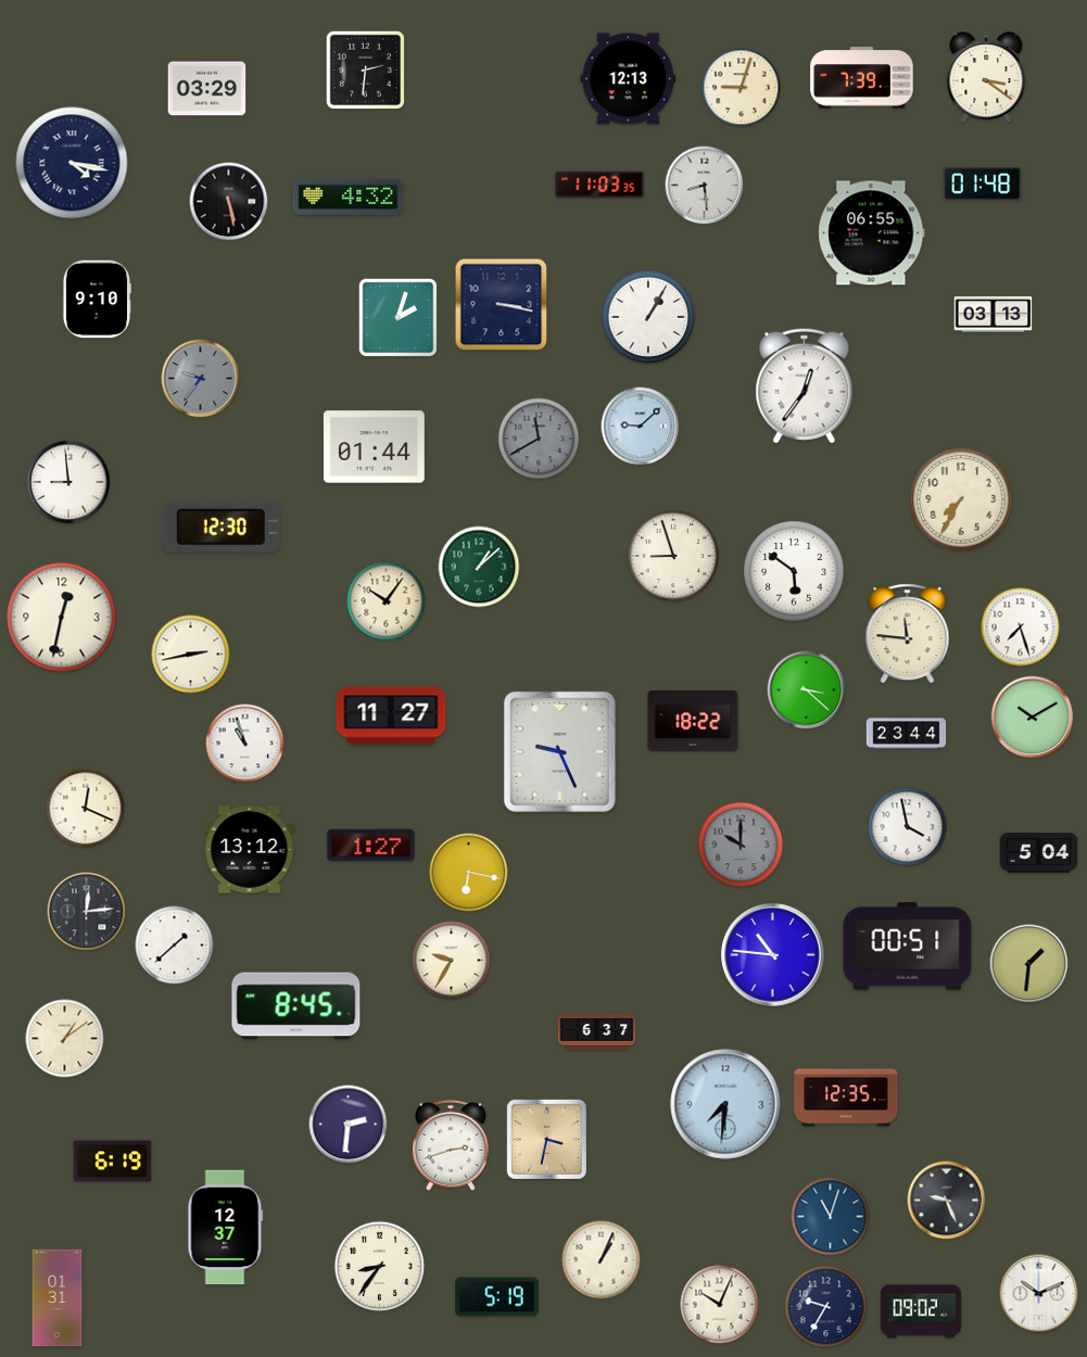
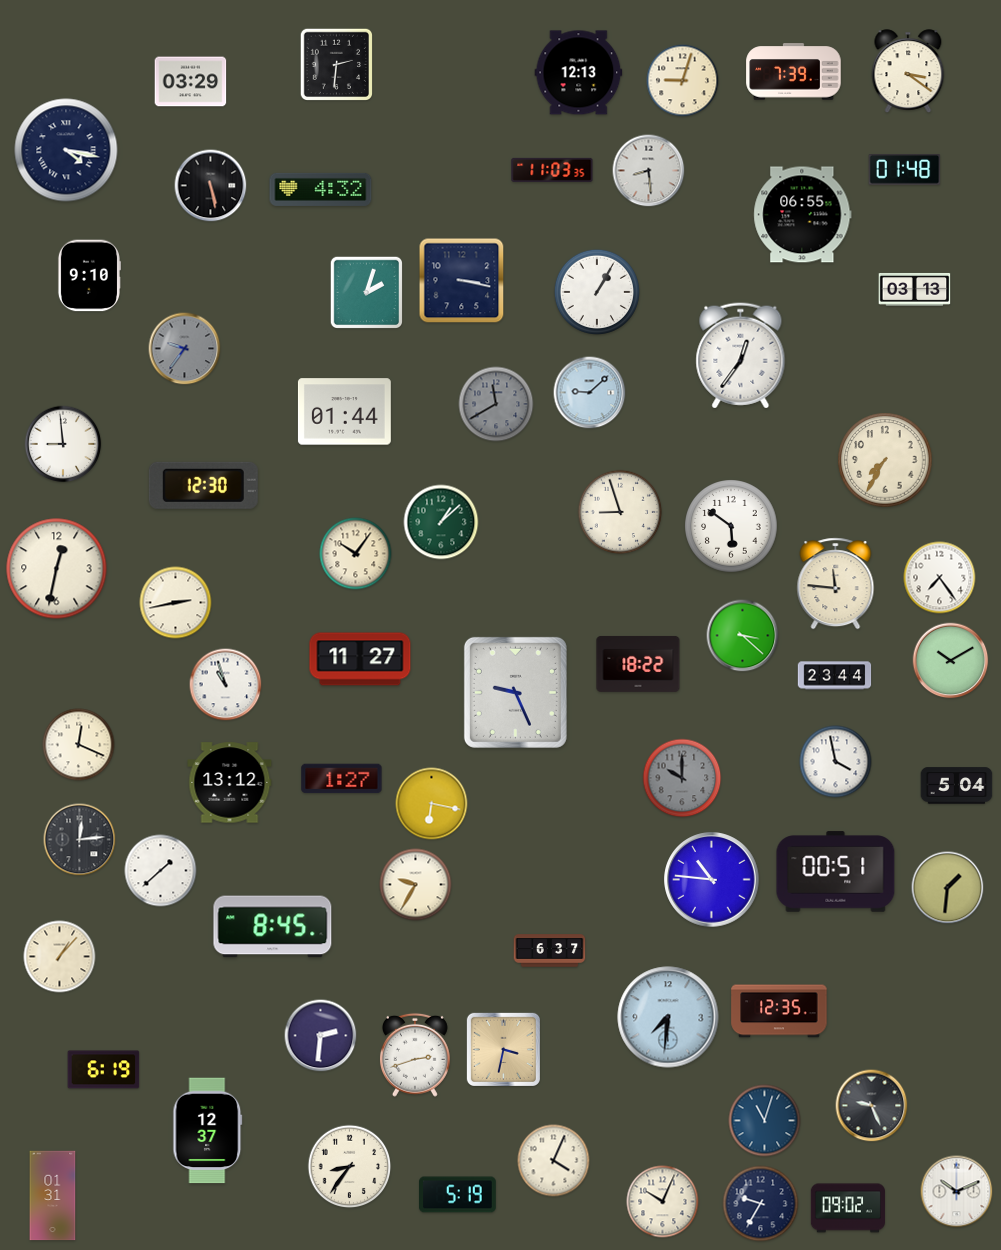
clock at (349, 196) position: (349, 196) -> (321, 189)
clock at (1021, 627): 7:27 -> 7:24
clock at (65, 1039): 1:09 -> 1:07
clock at (602, 1260): 1:04 -> 4:04
